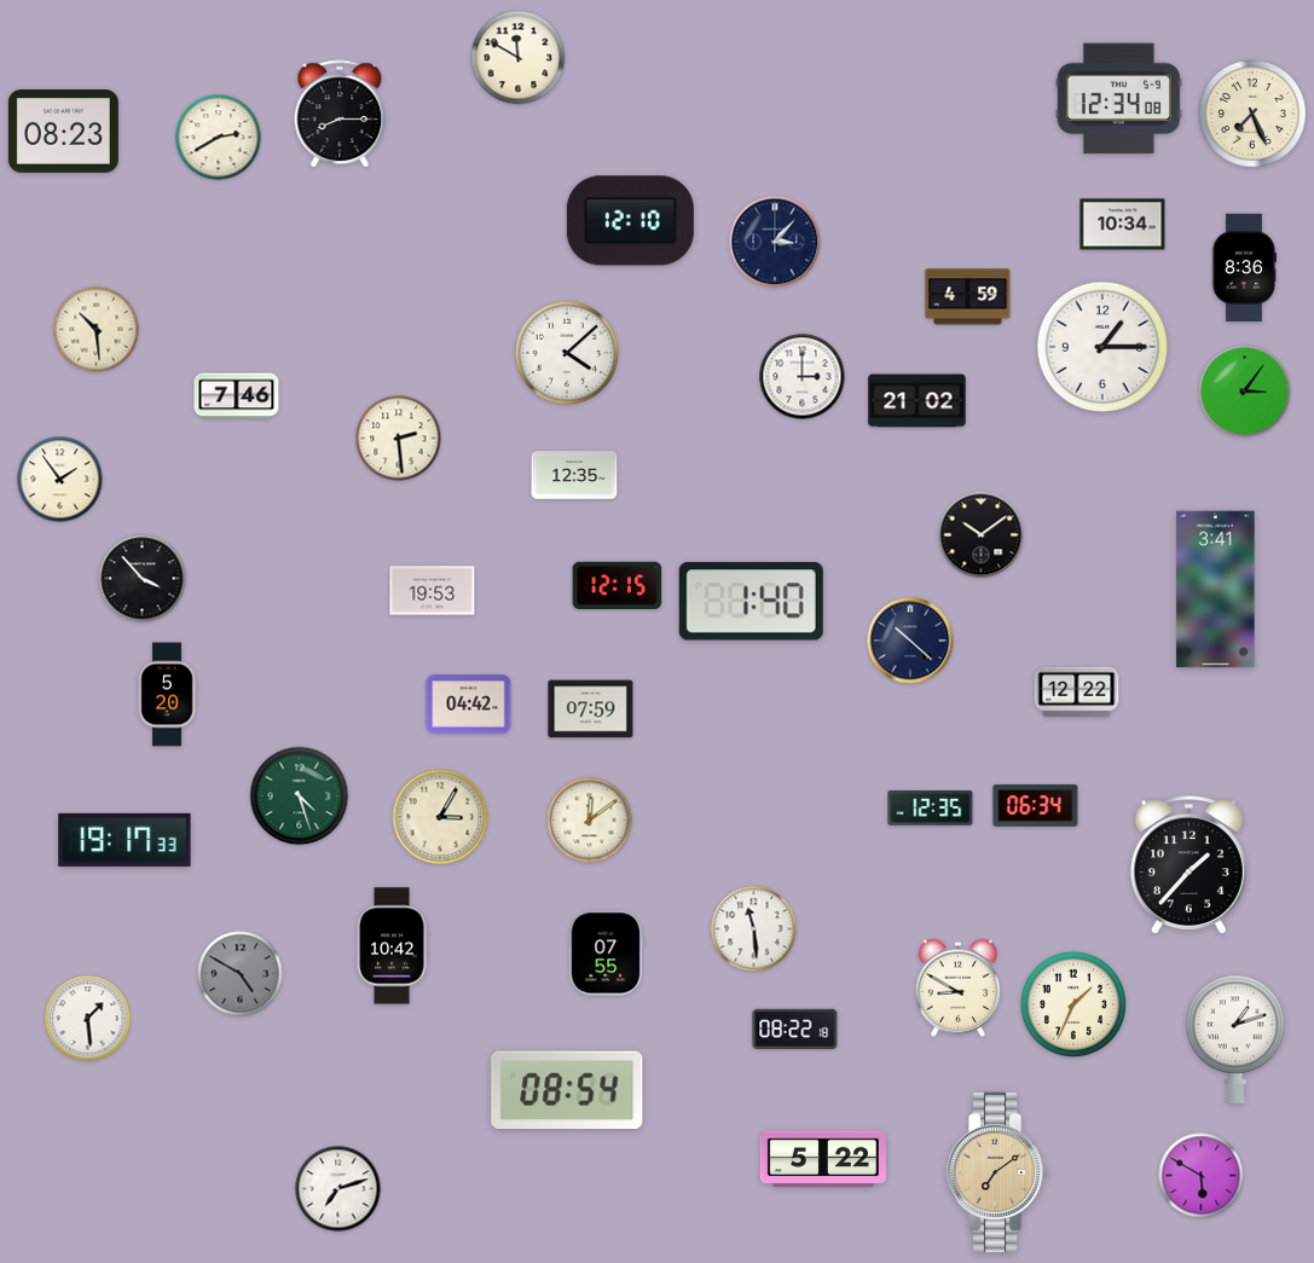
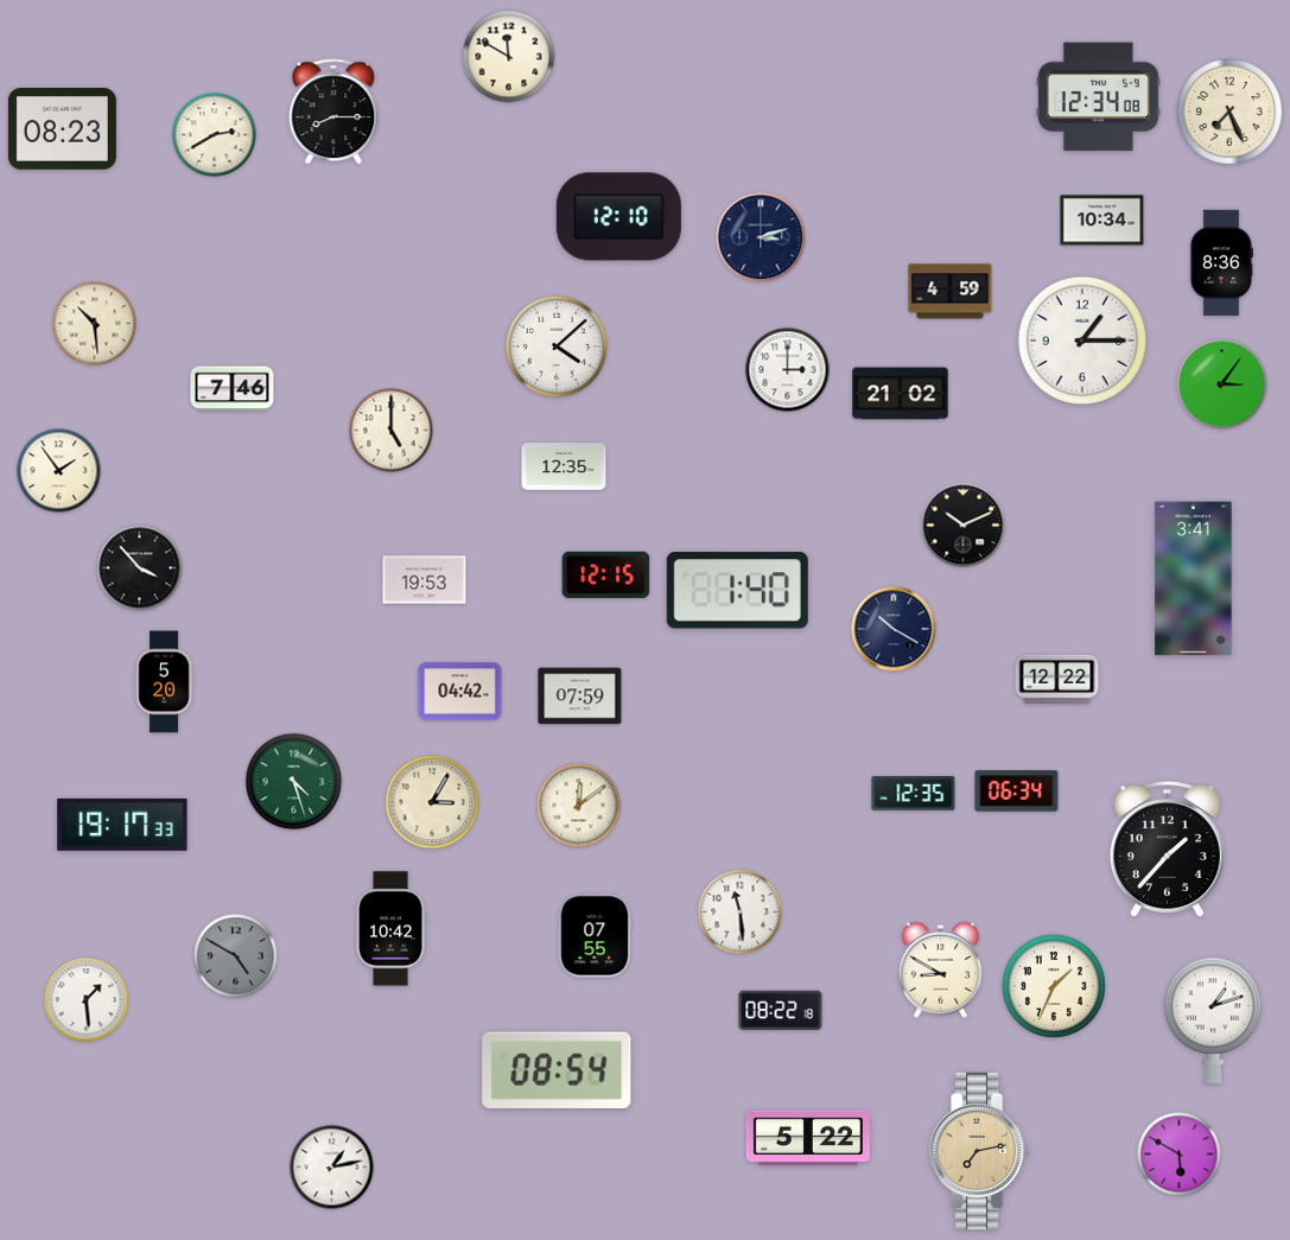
clock at (775, 242): 3:07 -> 3:12
clock at (399, 439): 2:29 -> 5:00
clock at (982, 535): 10:09 -> 10:11
clock at (910, 641): 10:22 -> 10:20
clock at (392, 946) position: (392, 946) -> (390, 929)
clock at (998, 1172): 7:09 -> 7:13
clock at (338, 1189): 7:12 -> 1:13
